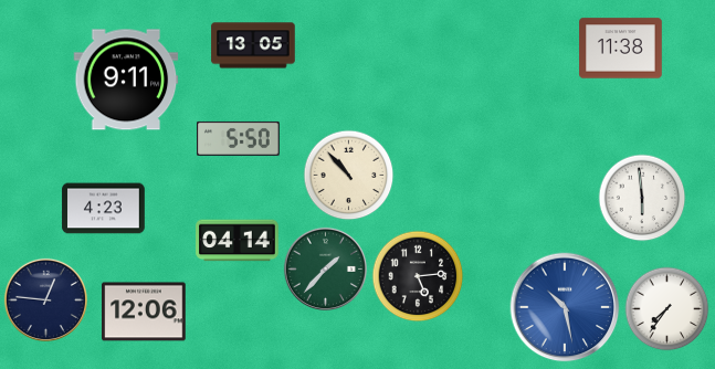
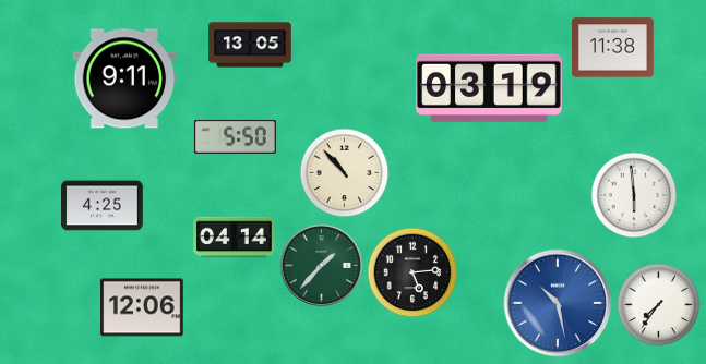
clock at (489, 88): none -> 03:19
clock at (104, 209): 4:23 -> 4:25
clock at (45, 299): 12:46 -> none
